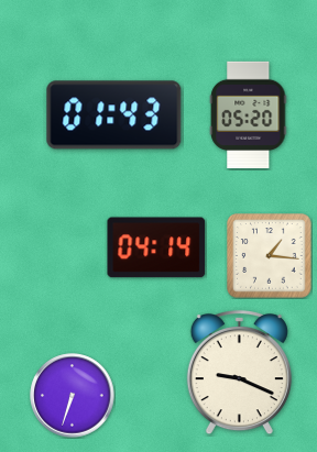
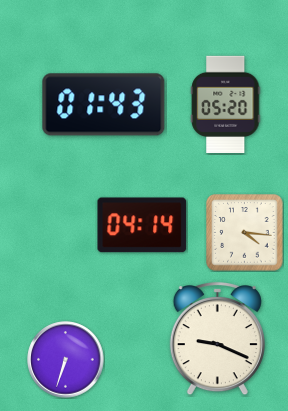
clock at (270, 256): 1:16 -> 4:16
